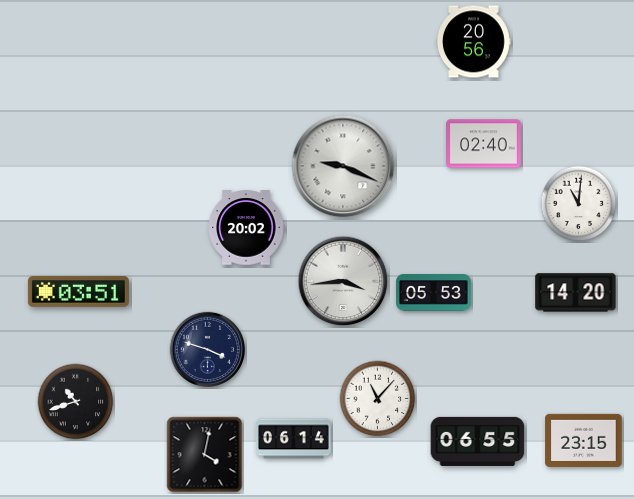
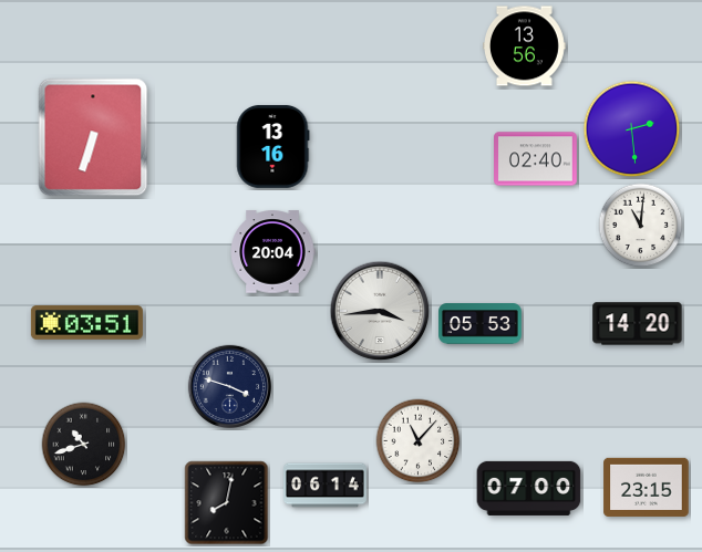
clock at (474, 42): 20:56 -> 13:56
clock at (632, 129): none -> 2:29
clock at (93, 137): none -> 6:33
clock at (273, 147): none -> 13:16
clock at (343, 166): 9:19 -> none
clock at (246, 228): 20:02 -> 20:04
clock at (478, 441): 06:55 -> 07:00
clock at (205, 455): 4:02 -> 8:02
